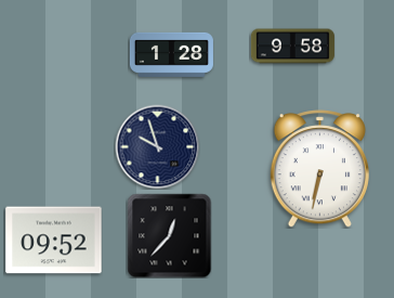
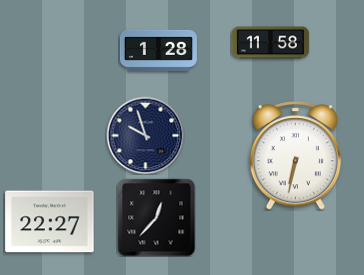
clock at (292, 47): 9:58 -> 11:58
clock at (54, 241): 09:52 -> 22:27
